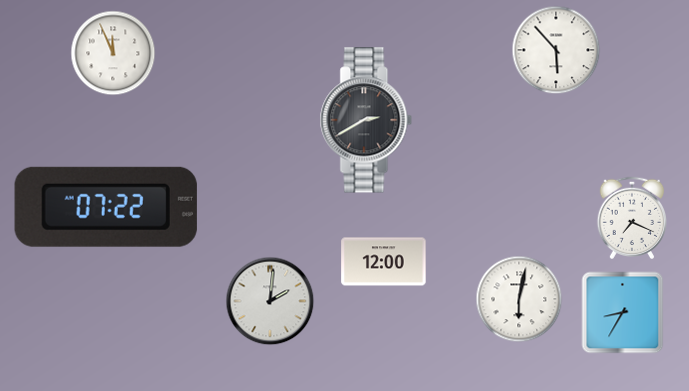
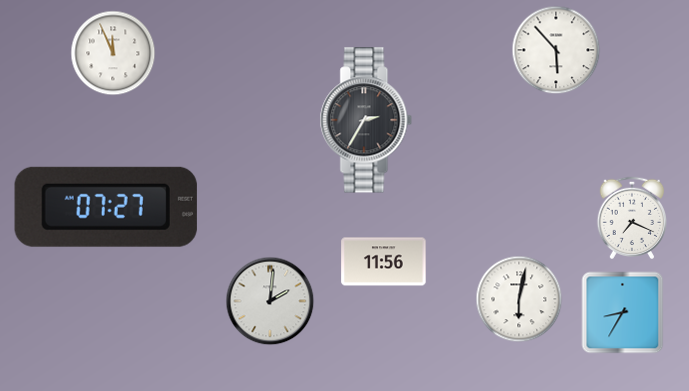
clock at (366, 120): 2:40 -> 2:35
clock at (106, 207): 07:22 -> 07:27
clock at (384, 262): 12:00 -> 11:56
